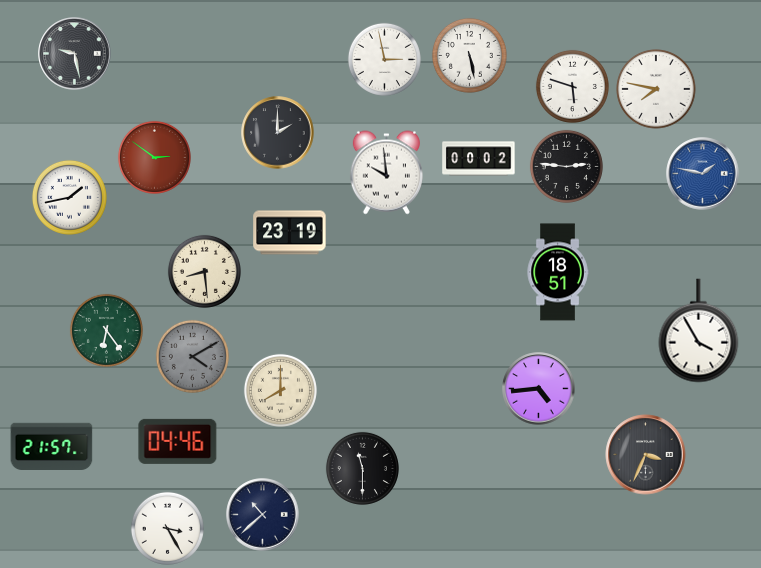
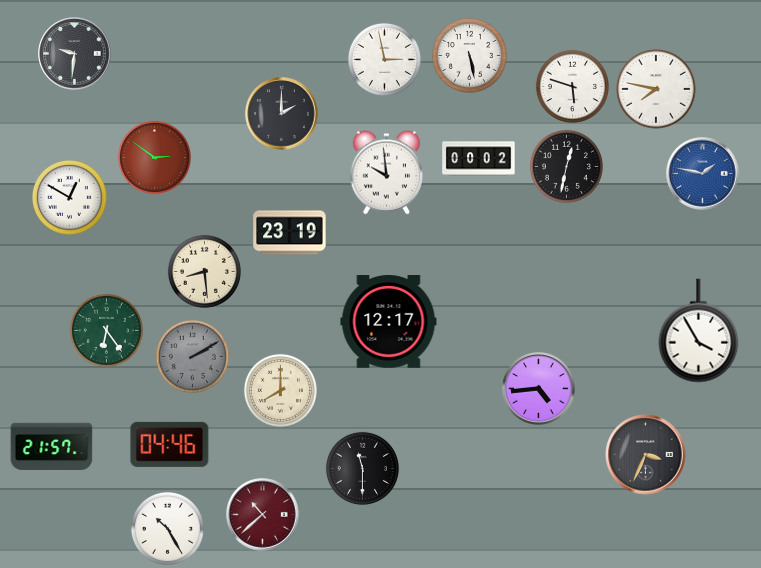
clock at (75, 54): 9:28 -> 9:31
clock at (278, 133) position: (278, 133) -> (282, 114)
clock at (566, 166): 2:46 -> 12:32
clock at (69, 197): 1:43 -> 12:50
clock at (558, 272): 18:51 -> none
clock at (389, 322): none -> 12:17
clock at (192, 356): 4:10 -> 2:10
clock at (178, 441) position: (178, 441) -> (170, 444)
clock at (263, 515) dial: navy -> burgundy
clock at (167, 528): 3:25 -> 10:25
